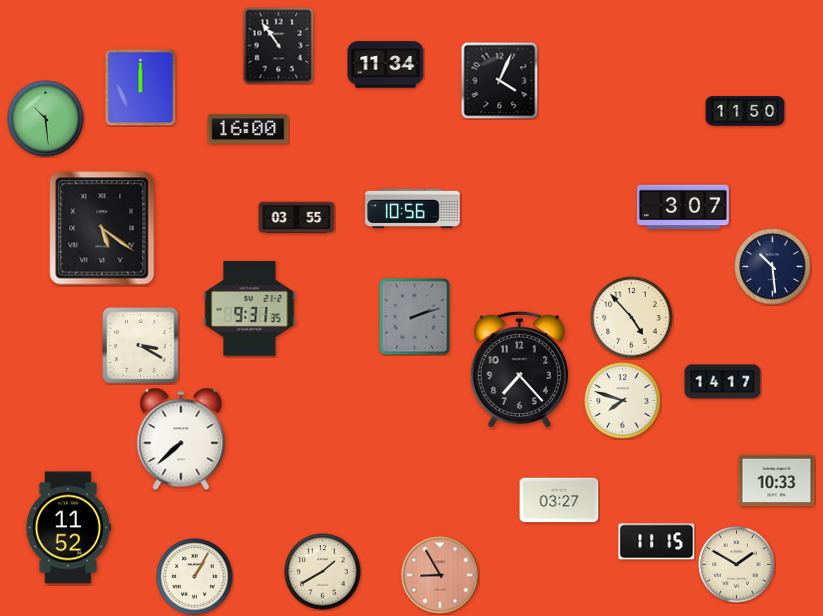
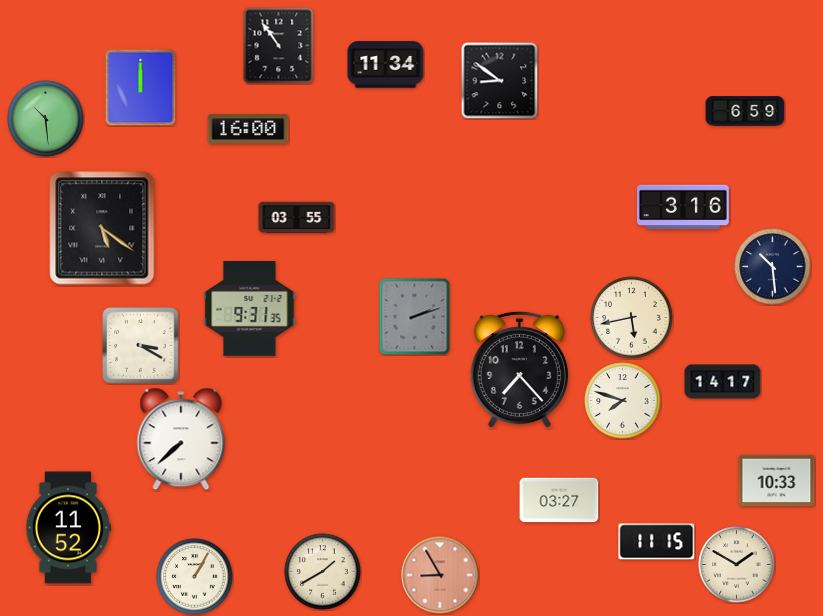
clock at (499, 80): 4:04 -> 8:51
clock at (745, 111): 11:50 -> 6:59
clock at (683, 207): 3:07 -> 3:16
clock at (413, 208): 10:56 -> none
clock at (632, 318): 4:53 -> 5:43
